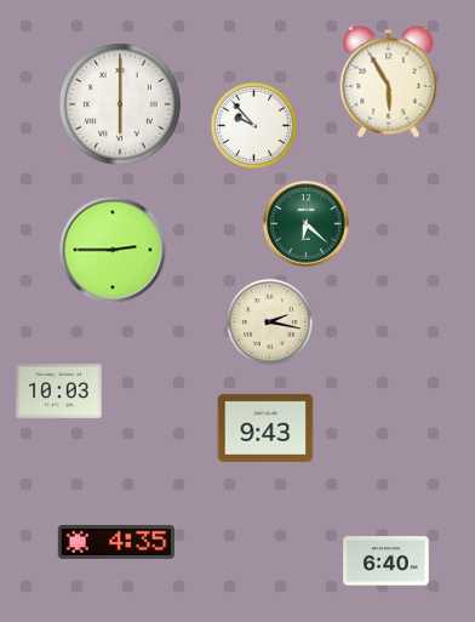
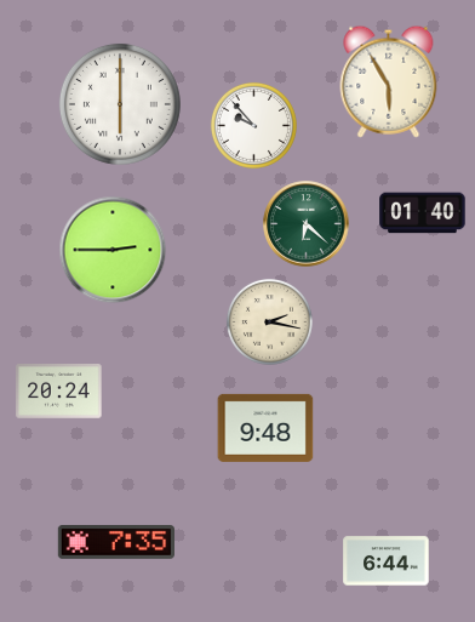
clock at (423, 213): none -> 01:40
clock at (59, 392): 10:03 -> 20:24
clock at (265, 428): 9:43 -> 9:48
clock at (115, 543): 4:35 -> 7:35
clock at (387, 561): 6:40 -> 6:44
